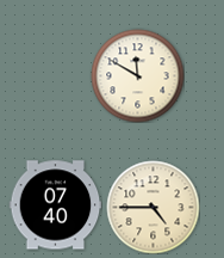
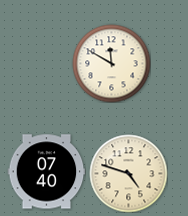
clock at (137, 75) position: (137, 75) -> (111, 63)
clock at (153, 207): 4:45 -> 4:48
